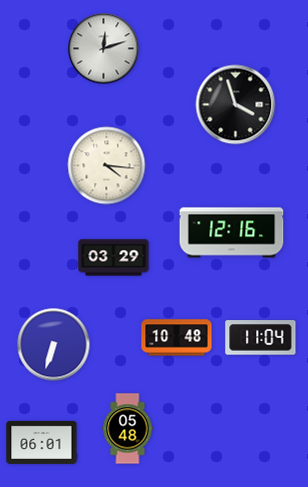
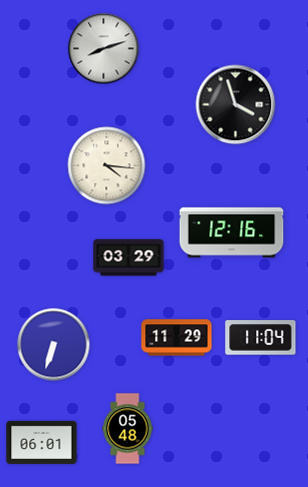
clock at (104, 49): 12:12 -> 8:12
clock at (114, 258) position: (114, 258) -> (129, 258)
clock at (177, 338): 10:48 -> 11:29
